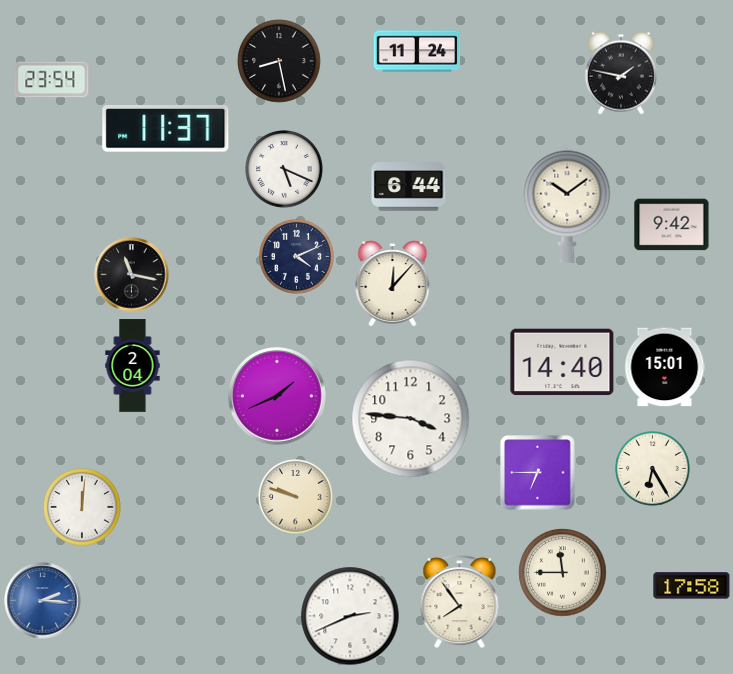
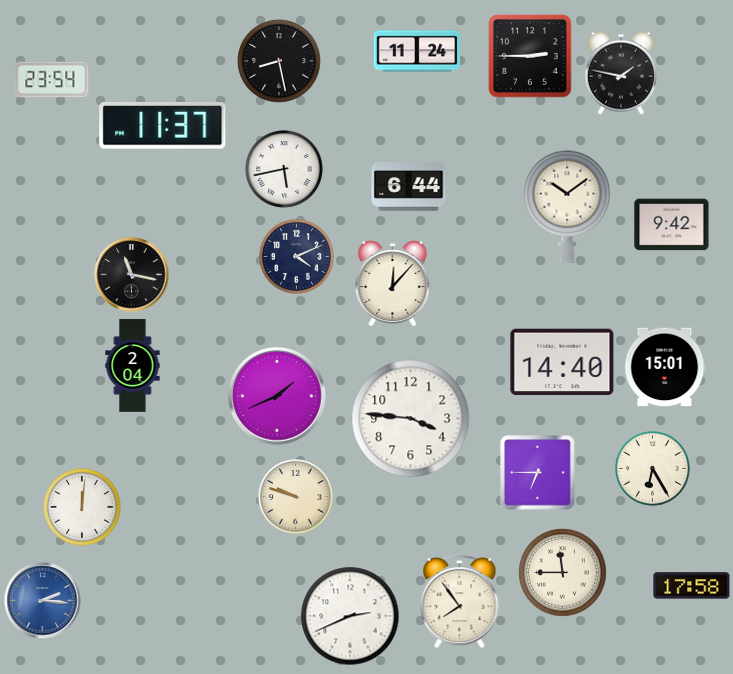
clock at (530, 56): none -> 2:45
clock at (166, 129) position: (166, 129) -> (163, 126)
clock at (285, 170): 5:19 -> 5:43
